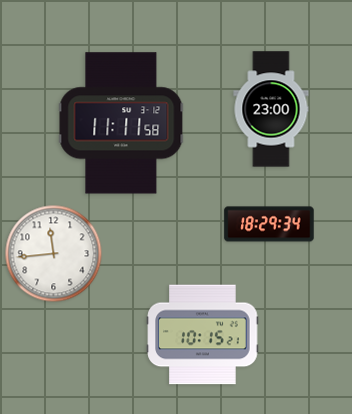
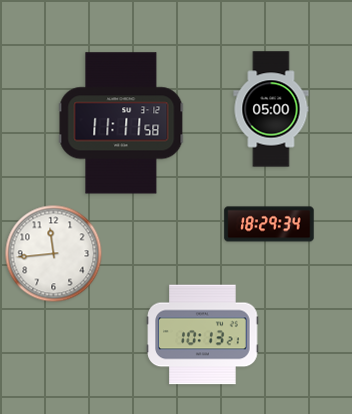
clock at (271, 109): 23:00 -> 05:00
clock at (203, 335): 10:15 -> 10:13
